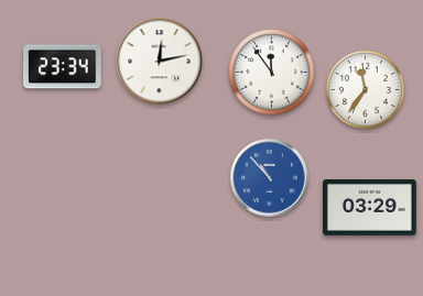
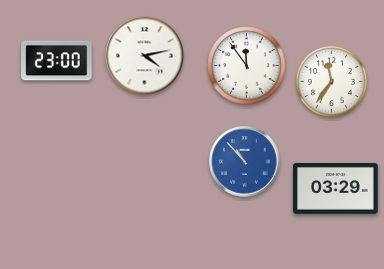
clock at (160, 62): 12:13 -> 4:13
clock at (63, 67): 23:34 -> 23:00
